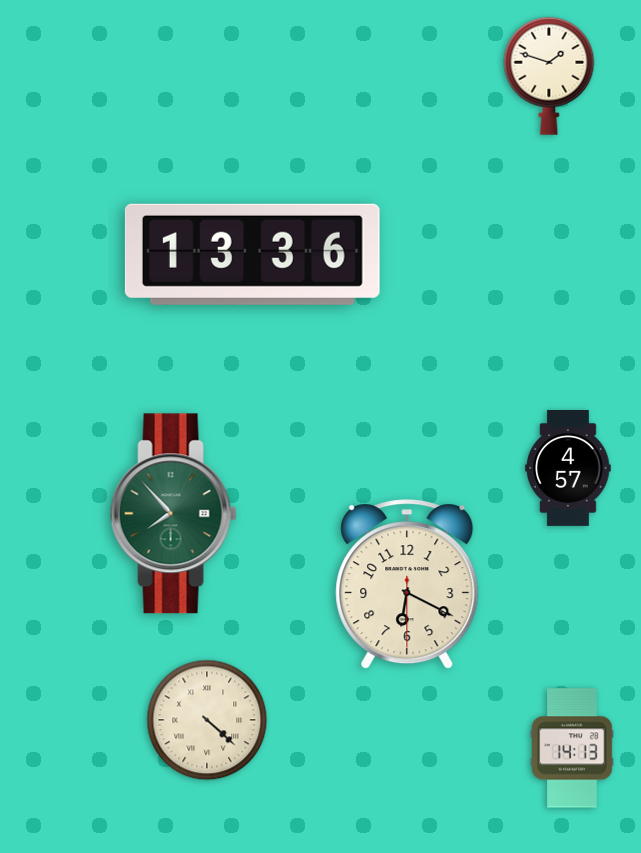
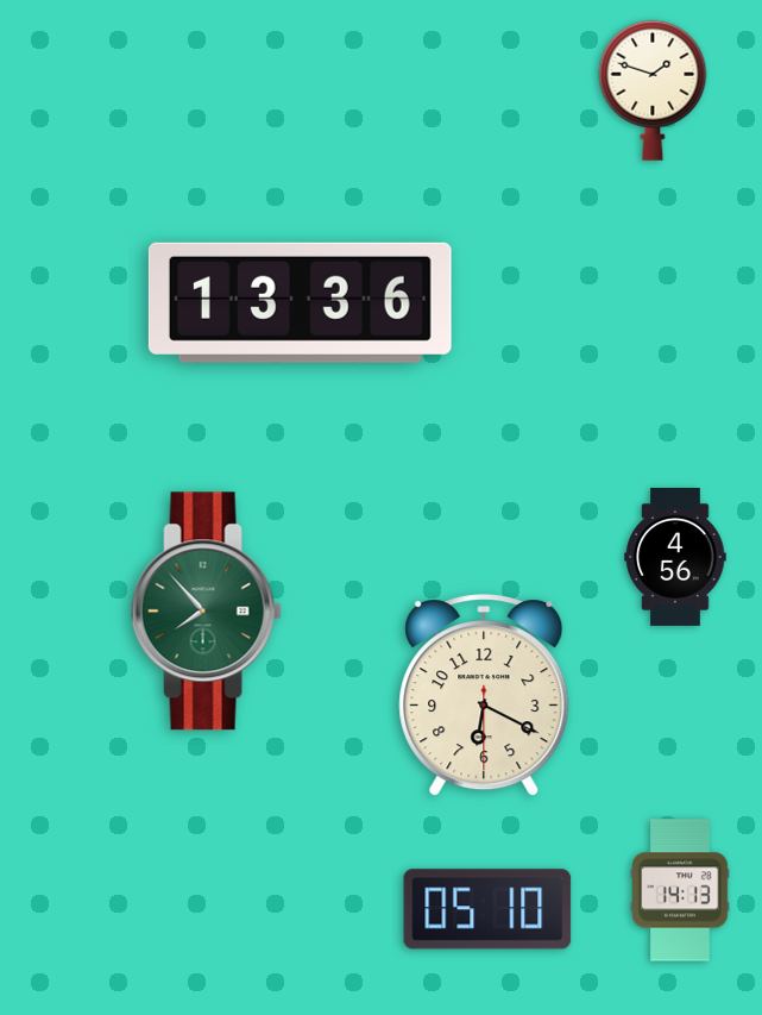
clock at (568, 469): 4:57 -> 4:56
clock at (207, 720): 4:22 -> none
clock at (487, 909): none -> 05:10
